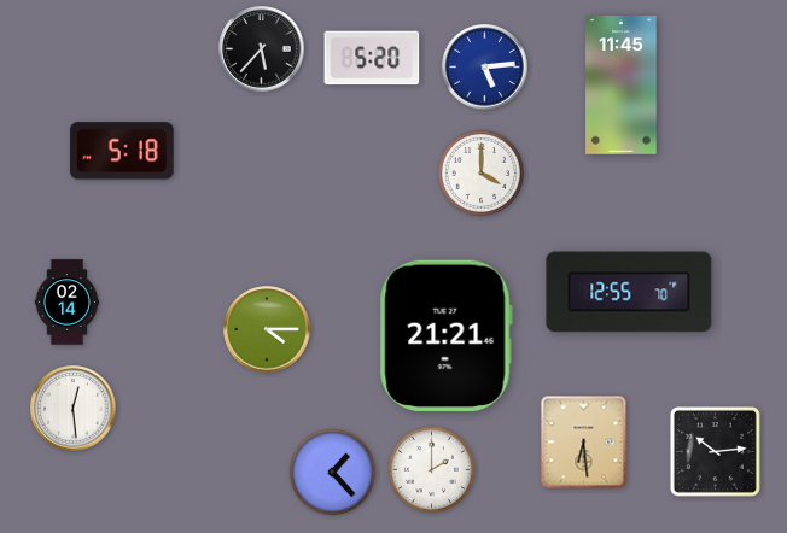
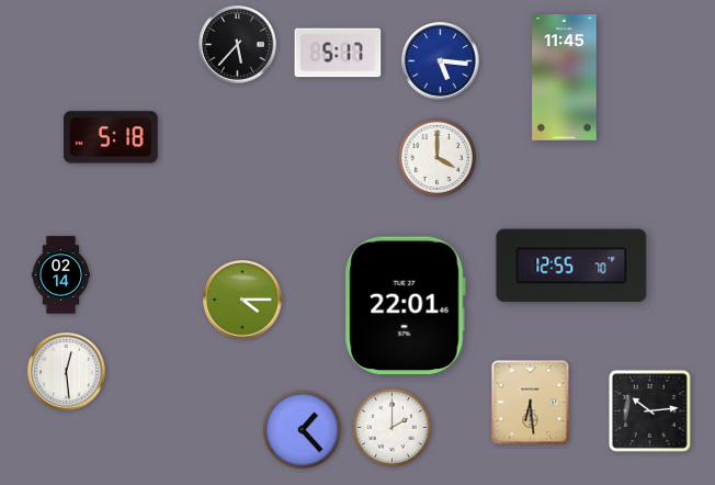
clock at (372, 58): 5:20 -> 5:17
clock at (485, 68): 5:14 -> 5:16
clock at (445, 335): 21:21 -> 22:01
